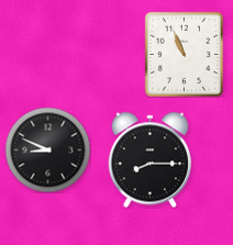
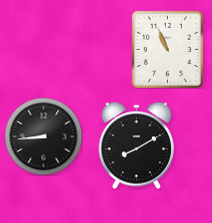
clock at (47, 149): 8:49 -> 8:44
clock at (151, 159): 8:15 -> 8:10
